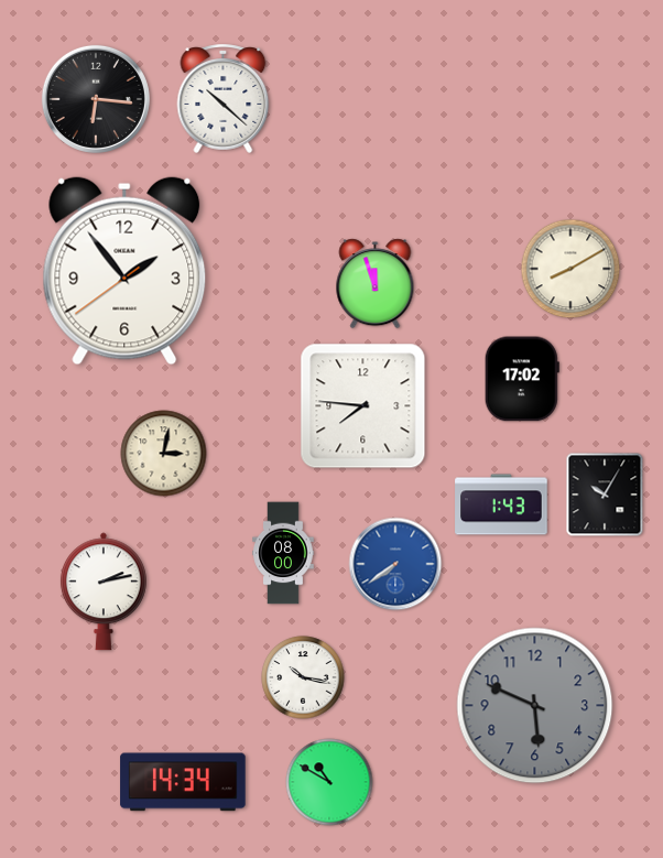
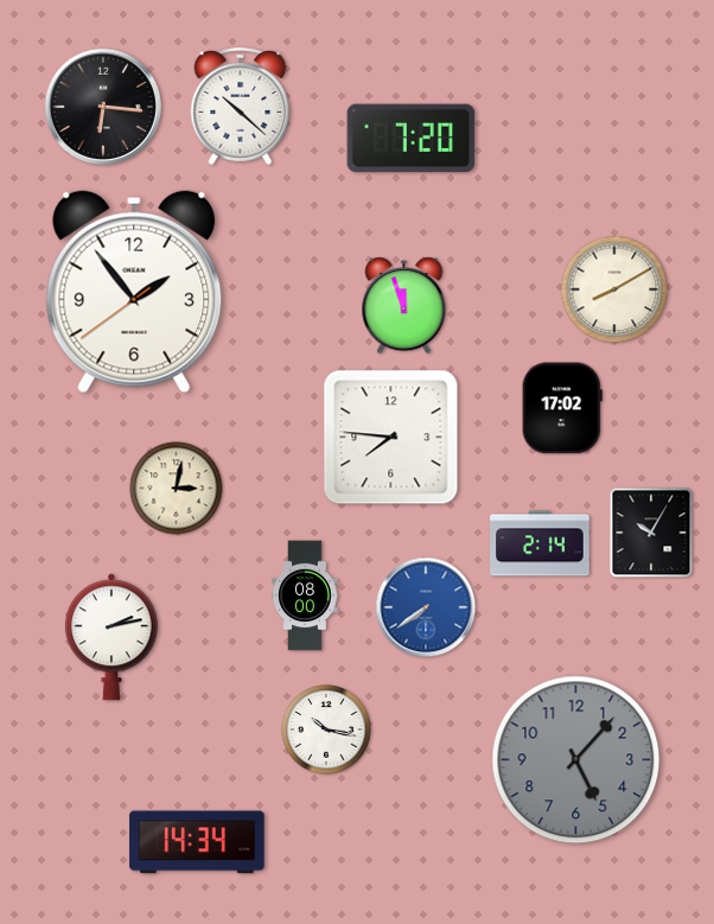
clock at (412, 139): none -> 7:20
clock at (501, 504): 1:43 -> 2:14
clock at (535, 706): 5:49 -> 5:07
clock at (329, 782): 10:50 -> none
